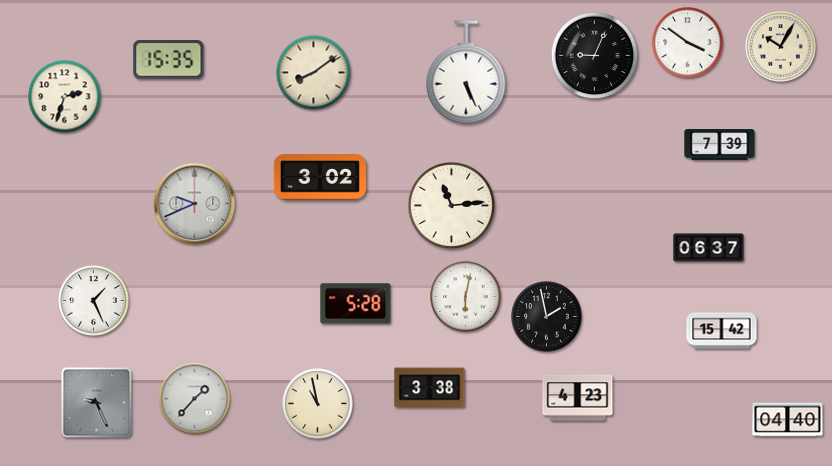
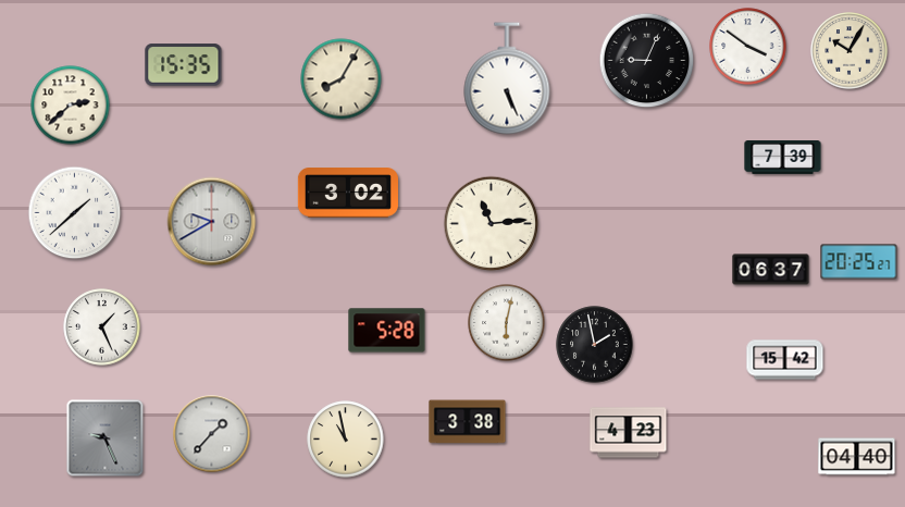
clock at (314, 73): 8:09 -> 8:05
clock at (65, 97): 2:33 -> 2:38
clock at (75, 213): none -> 1:38
clock at (195, 204): 9:41 -> 9:40
clock at (859, 262): none -> 20:25
